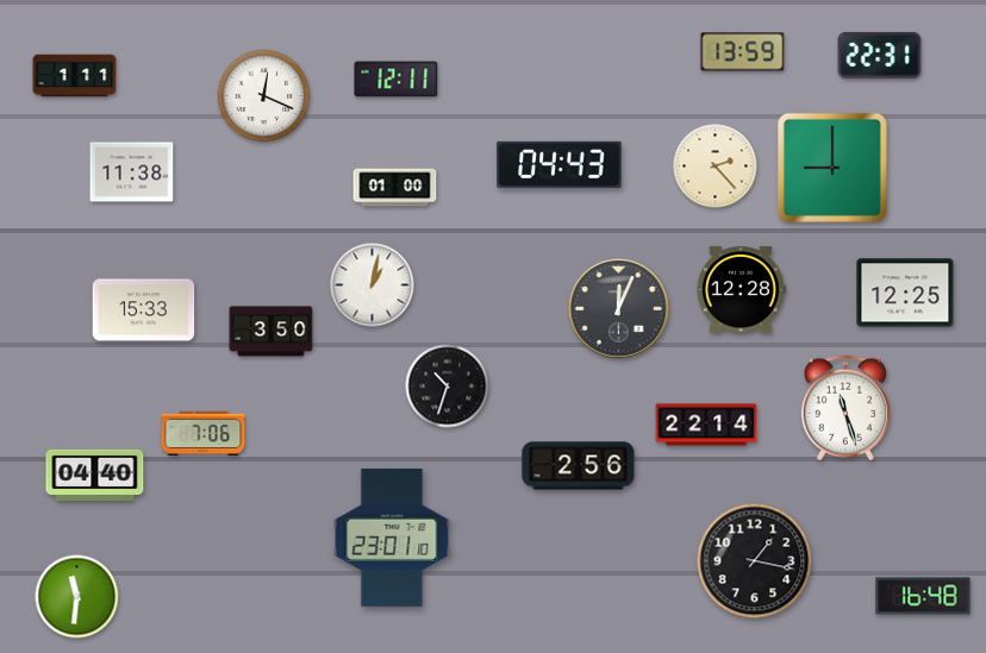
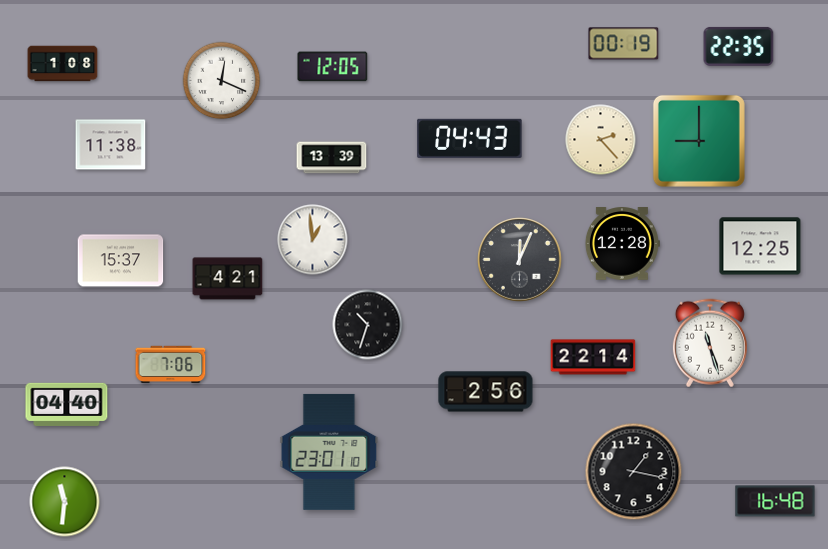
clock at (743, 52): 13:59 -> 00:19
clock at (880, 55): 22:31 -> 22:35
clock at (75, 76): 1:11 -> 1:08
clock at (397, 80): 12:11 -> 12:05
clock at (395, 188): 01:00 -> 13:39
clock at (373, 285): 1:02 -> 12:59
clock at (144, 310): 15:33 -> 15:37
clock at (272, 332): 3:50 -> 4:21
clock at (448, 387) position: (448, 387) -> (368, 325)
clock at (95, 475) position: (95, 475) -> (67, 404)
